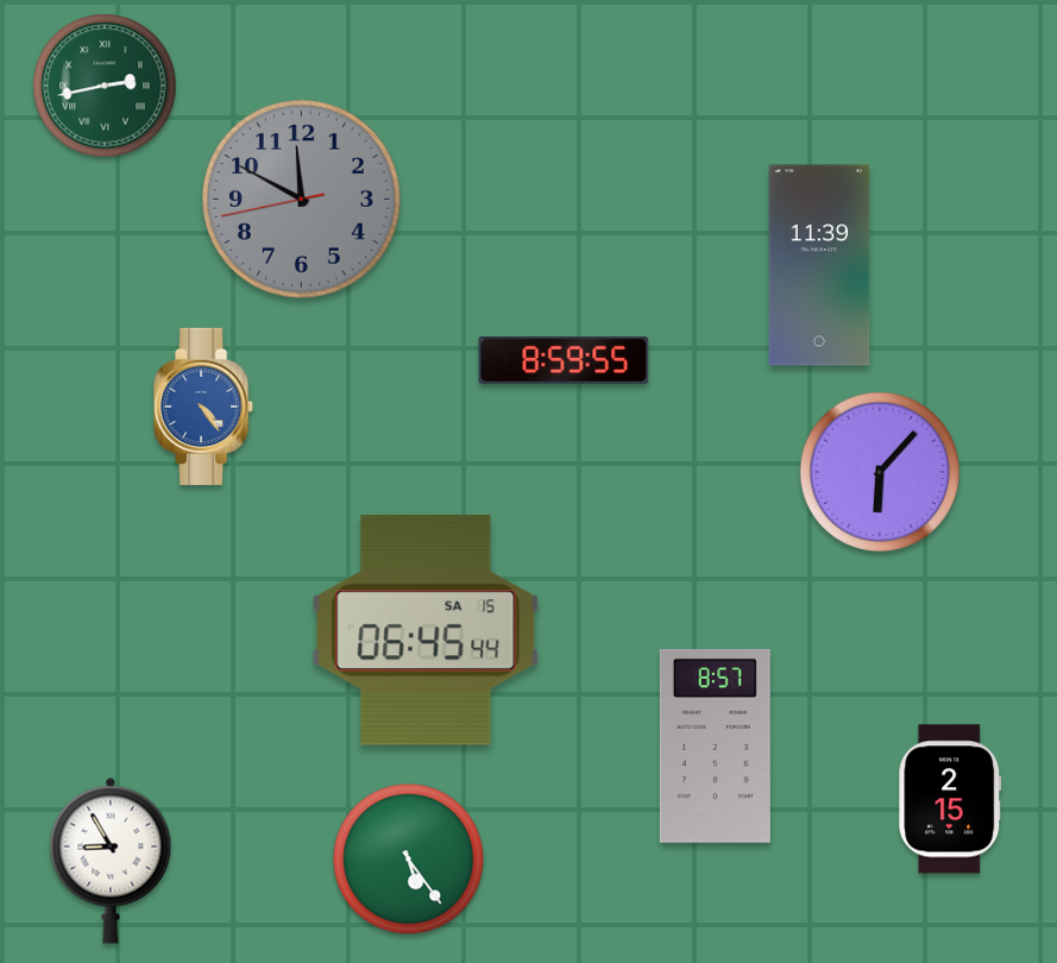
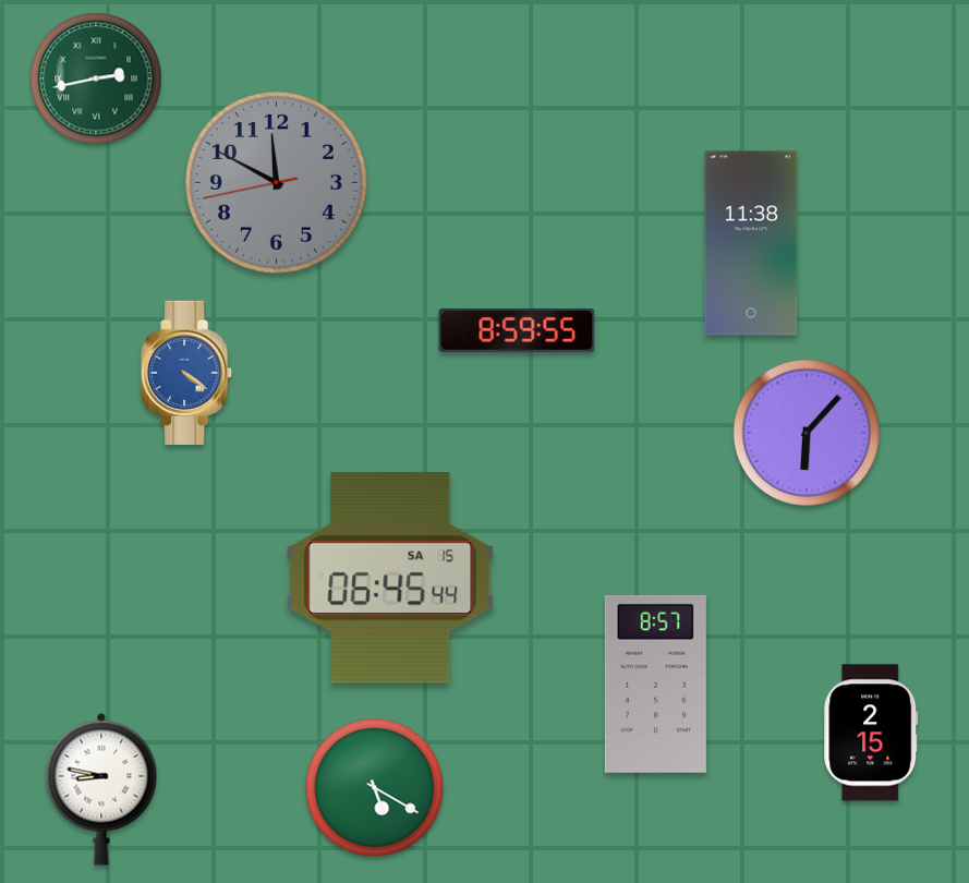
clock at (819, 265): 11:39 -> 11:38
clock at (205, 407): 4:24 -> 4:21
clock at (409, 860): 5:24 -> 5:20
clock at (111, 861): 8:55 -> 8:47
